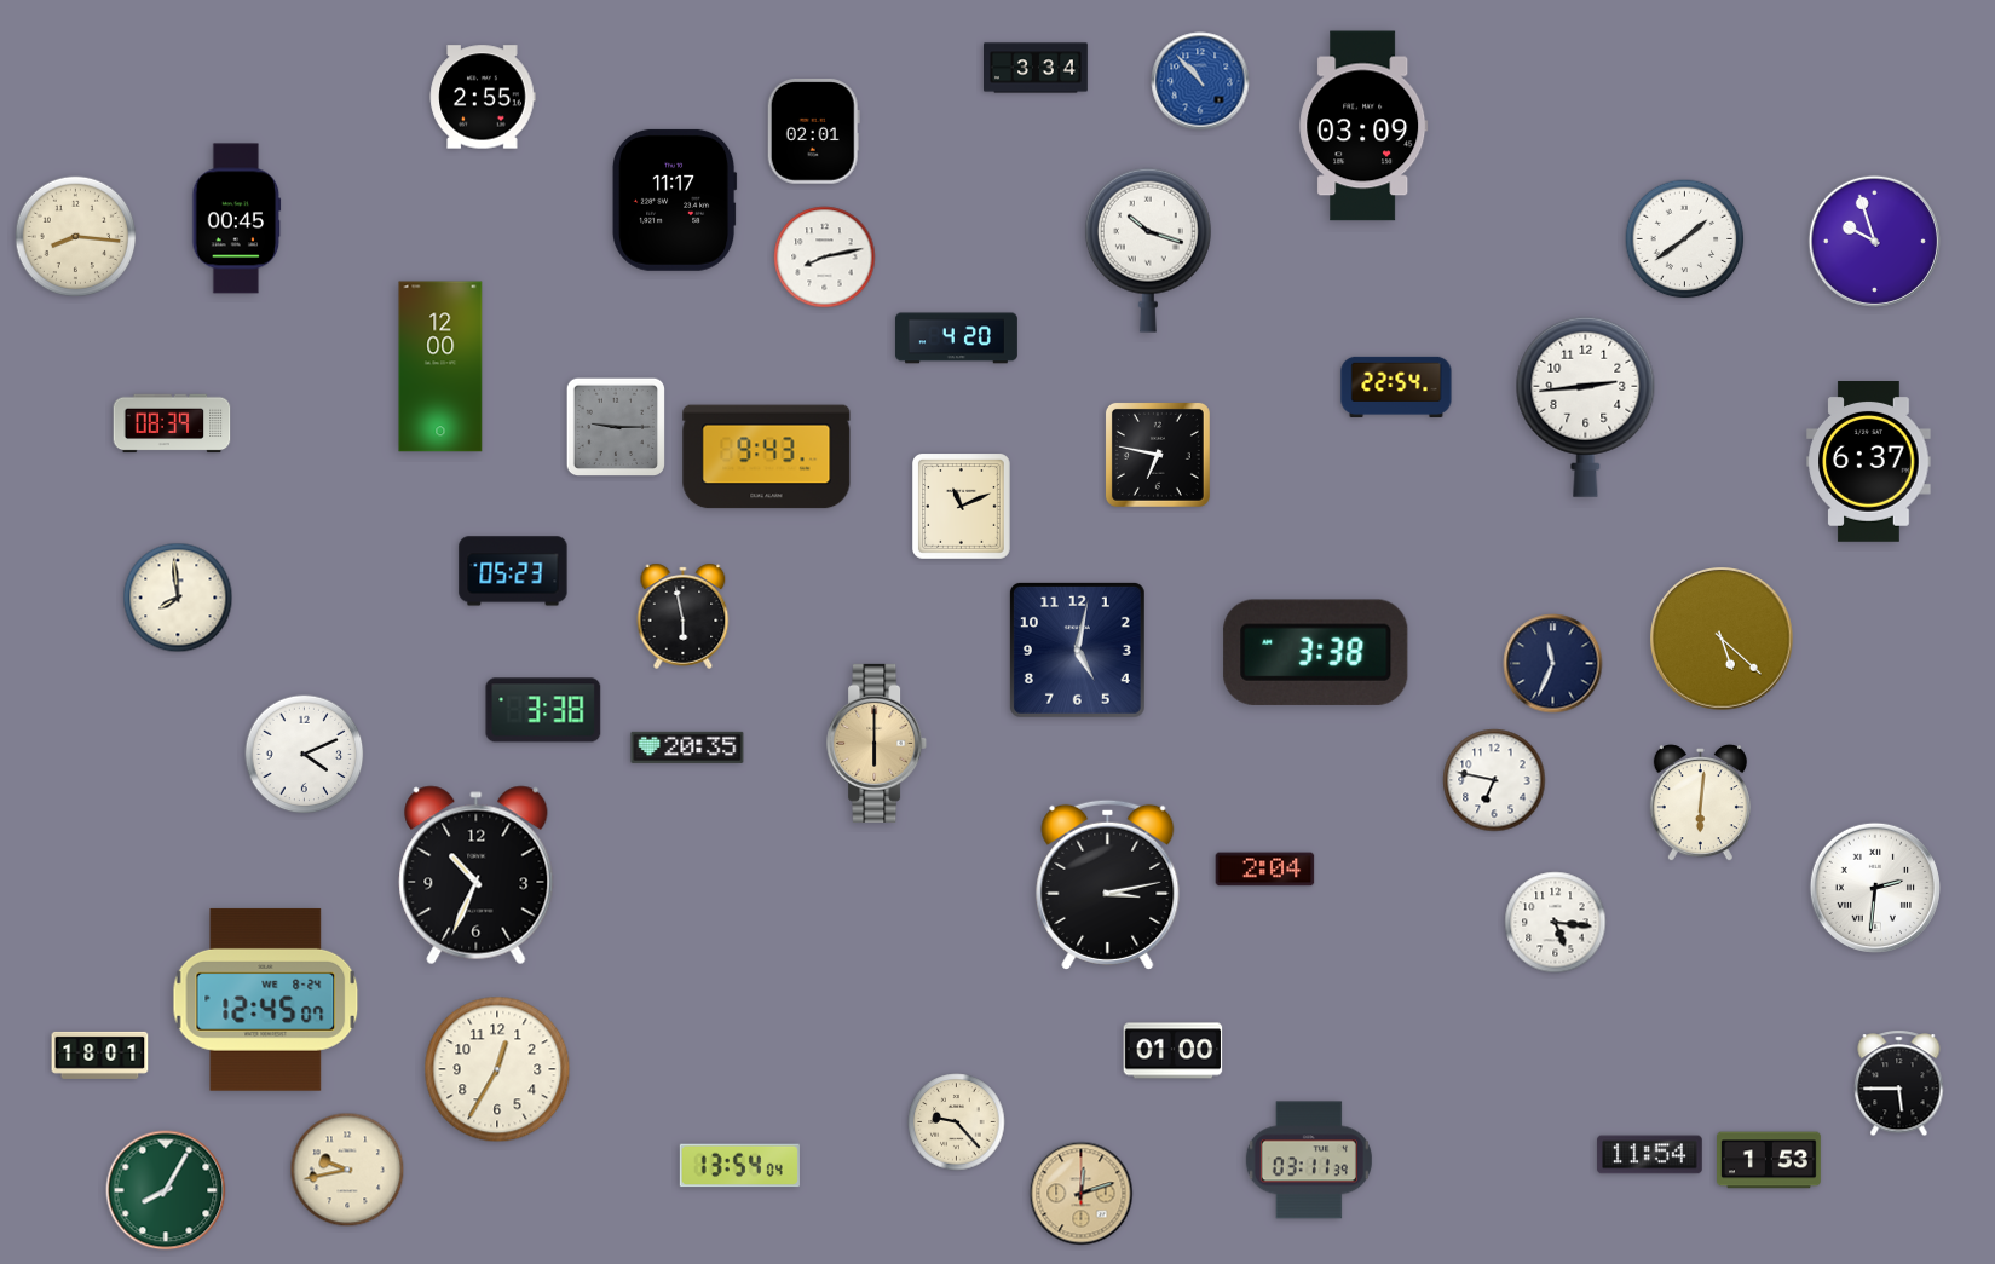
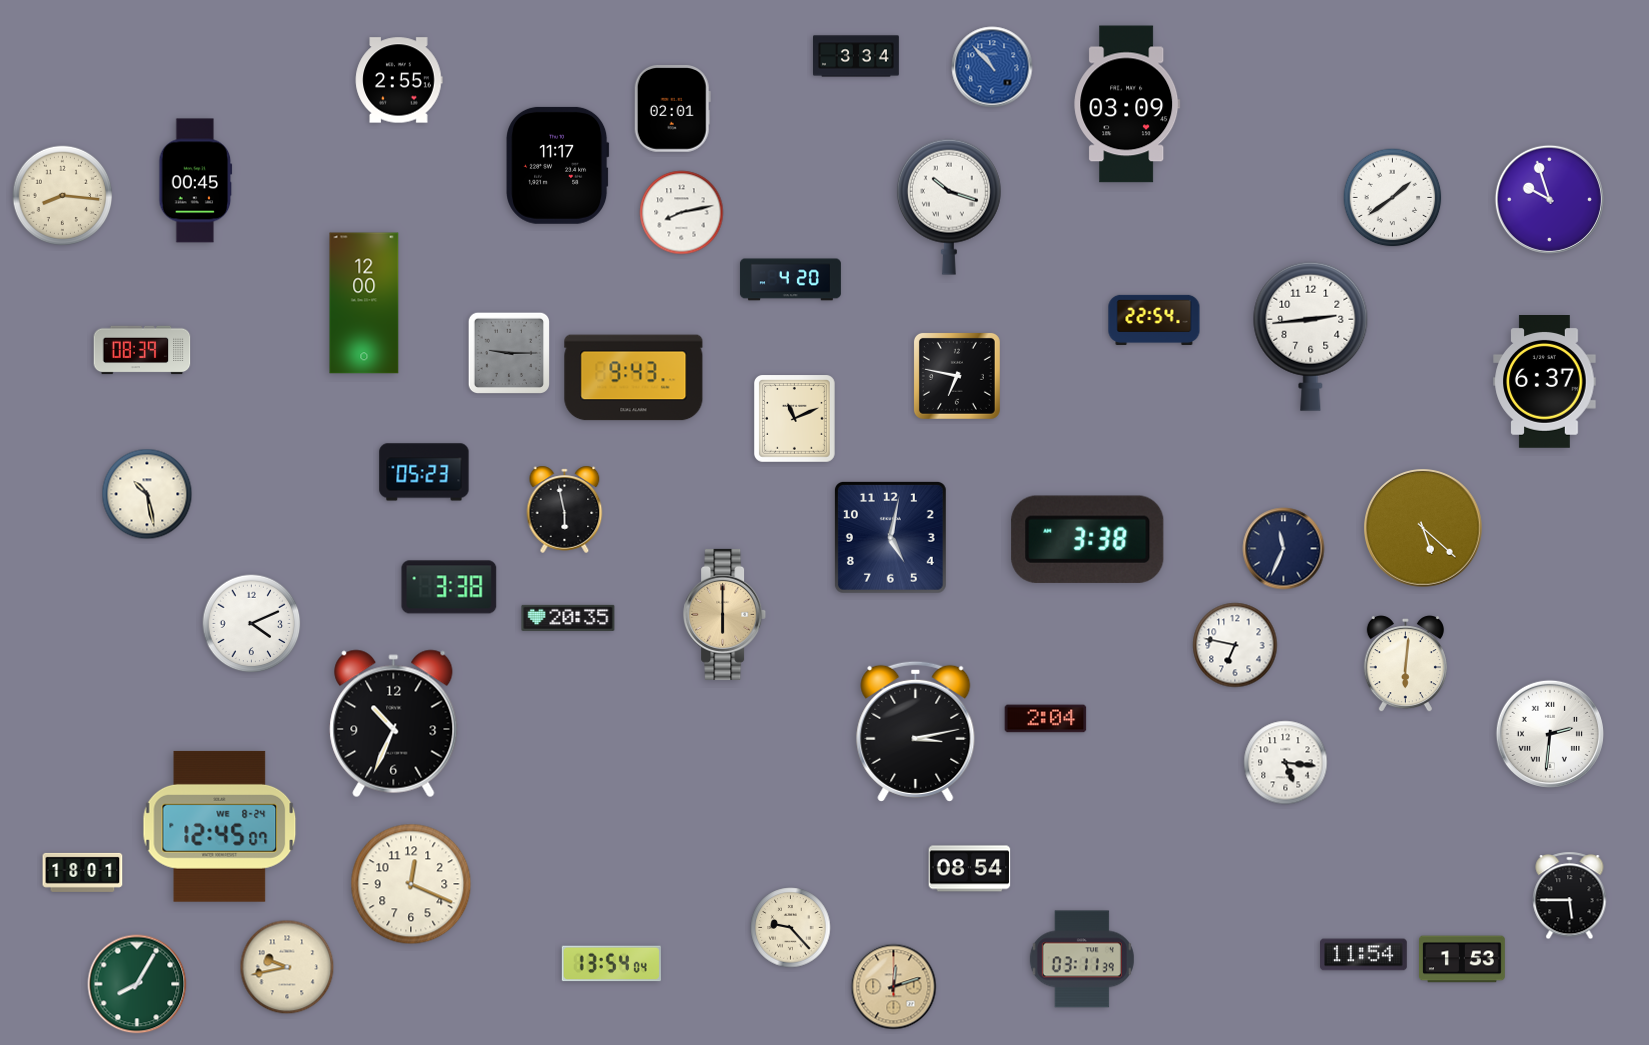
clock at (178, 598): 7:59 -> 10:28
clock at (1174, 1051): 01:00 -> 08:54
clock at (497, 1069): 12:35 -> 12:19
